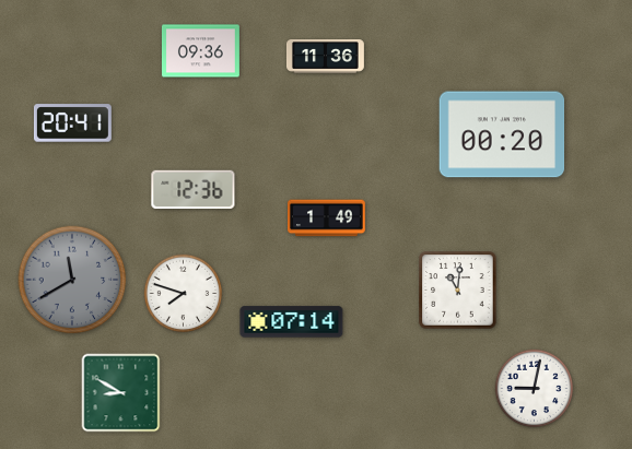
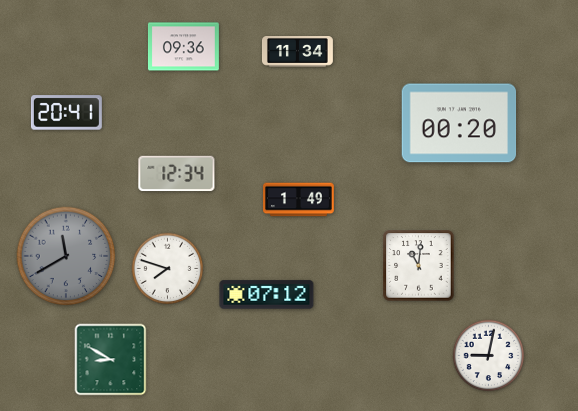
clock at (325, 57): 11:36 -> 11:34
clock at (194, 190): 12:36 -> 12:34
clock at (292, 322): 07:14 -> 07:12
